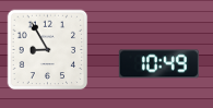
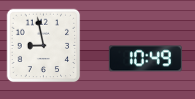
clock at (48, 50): 8:55 -> 8:58
